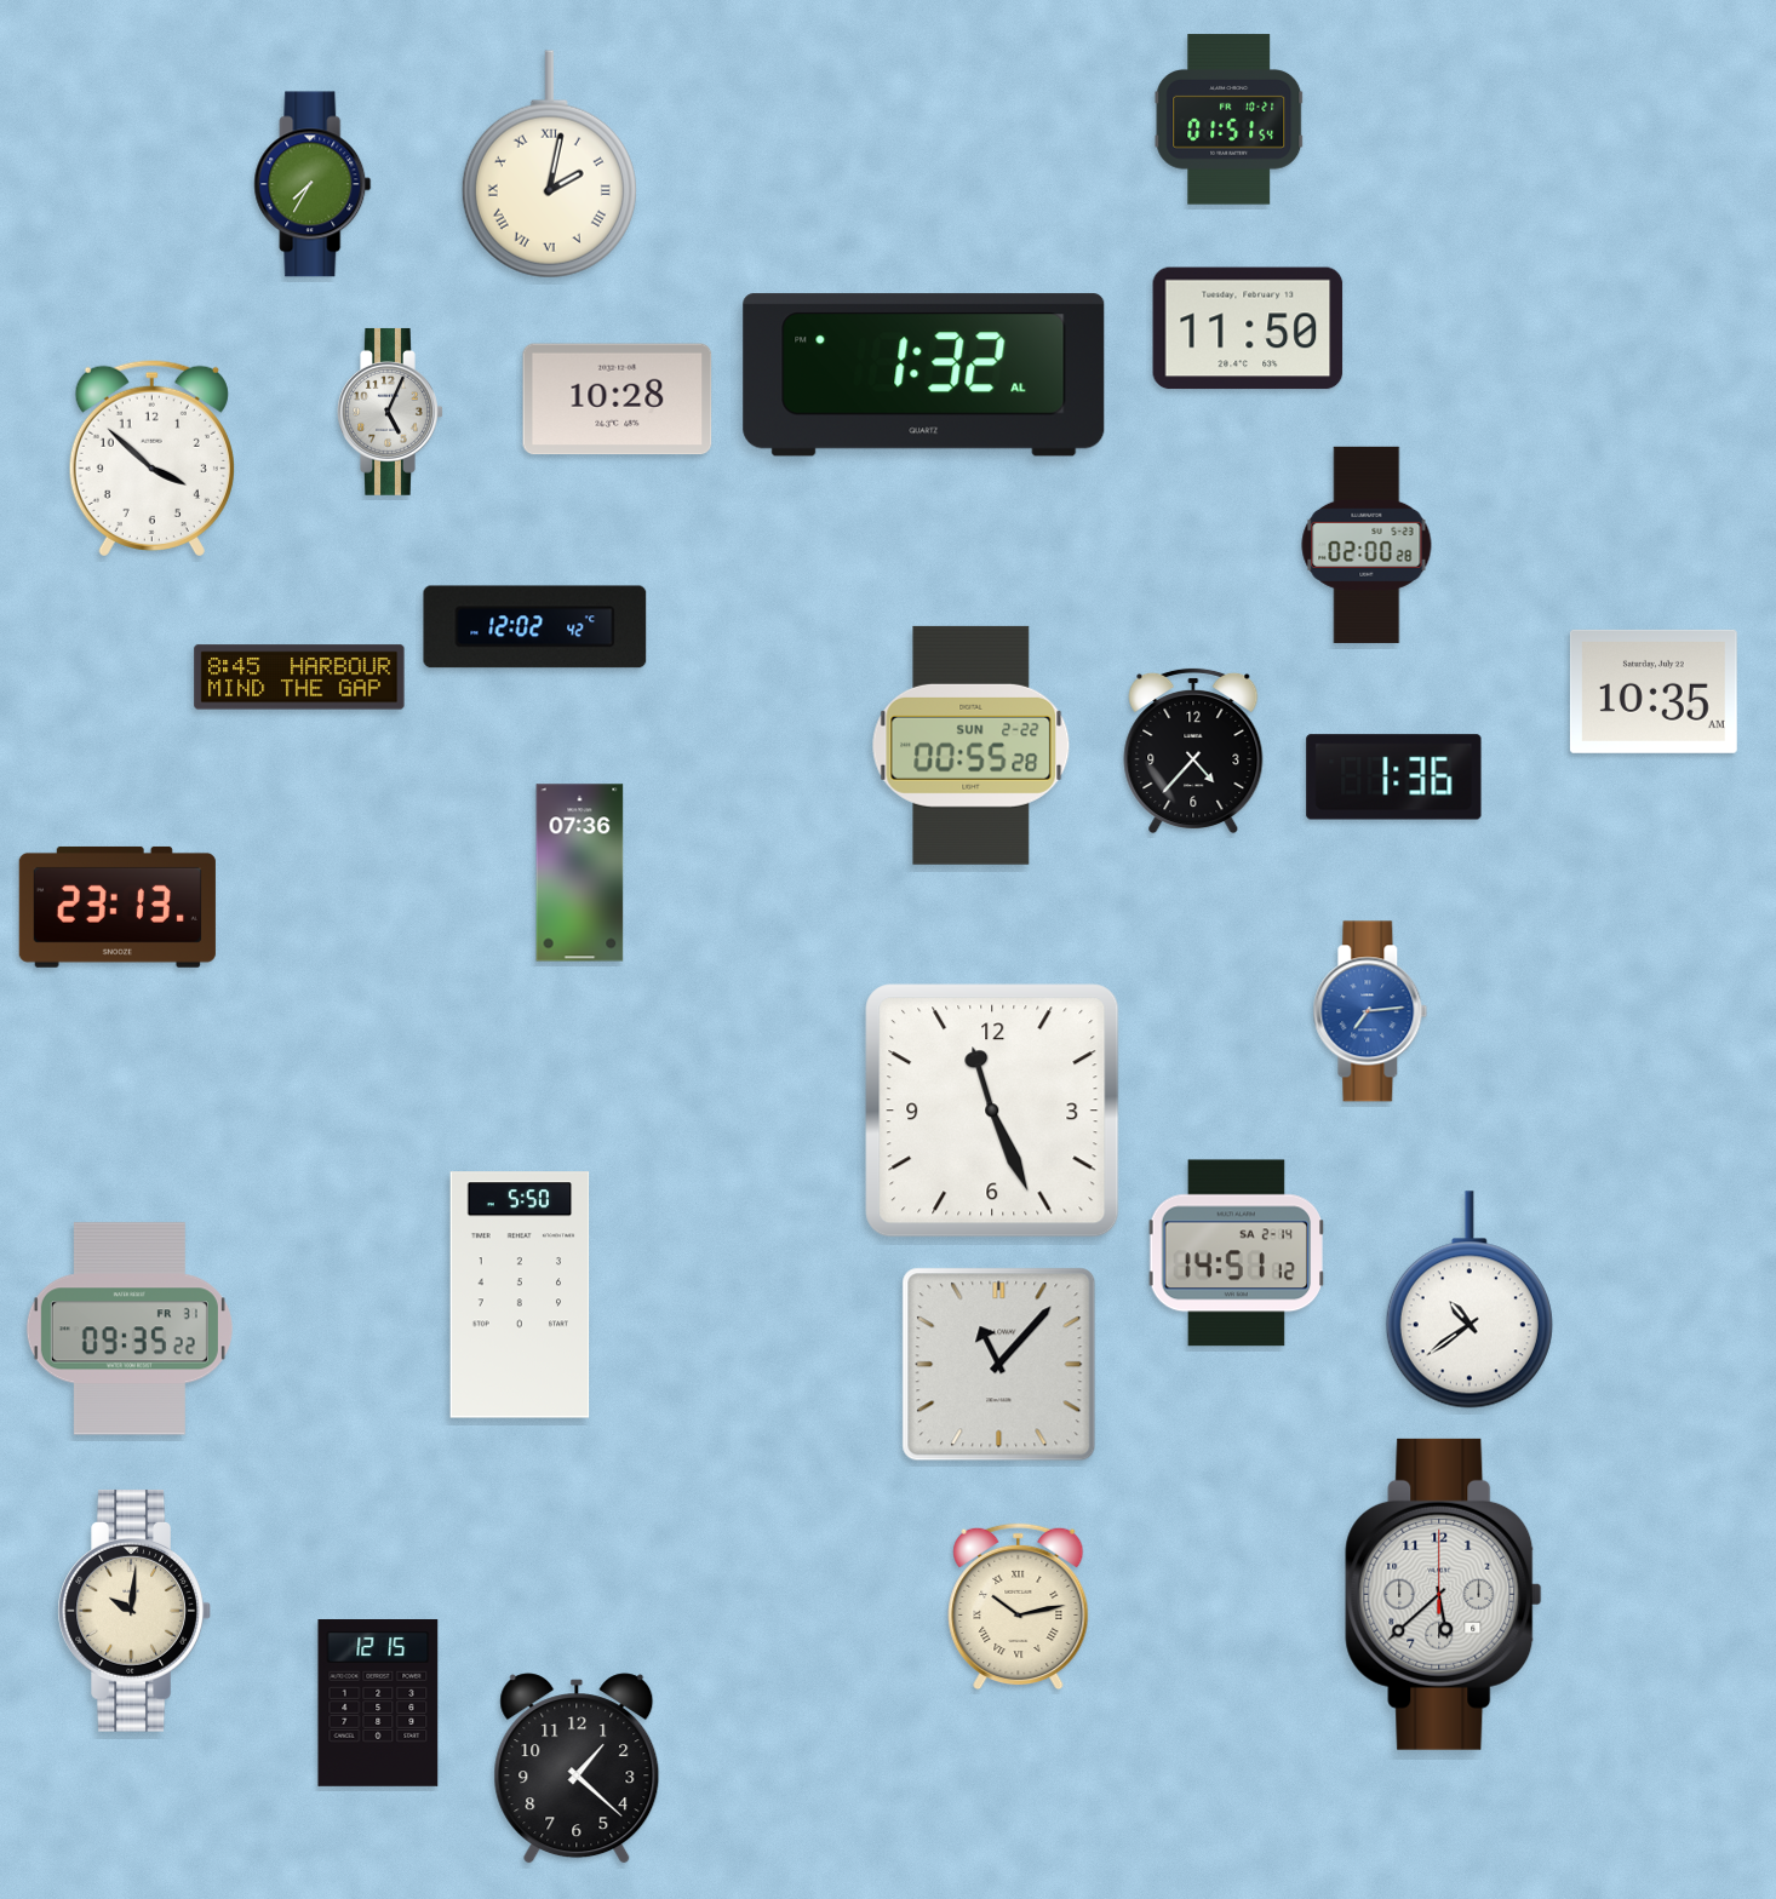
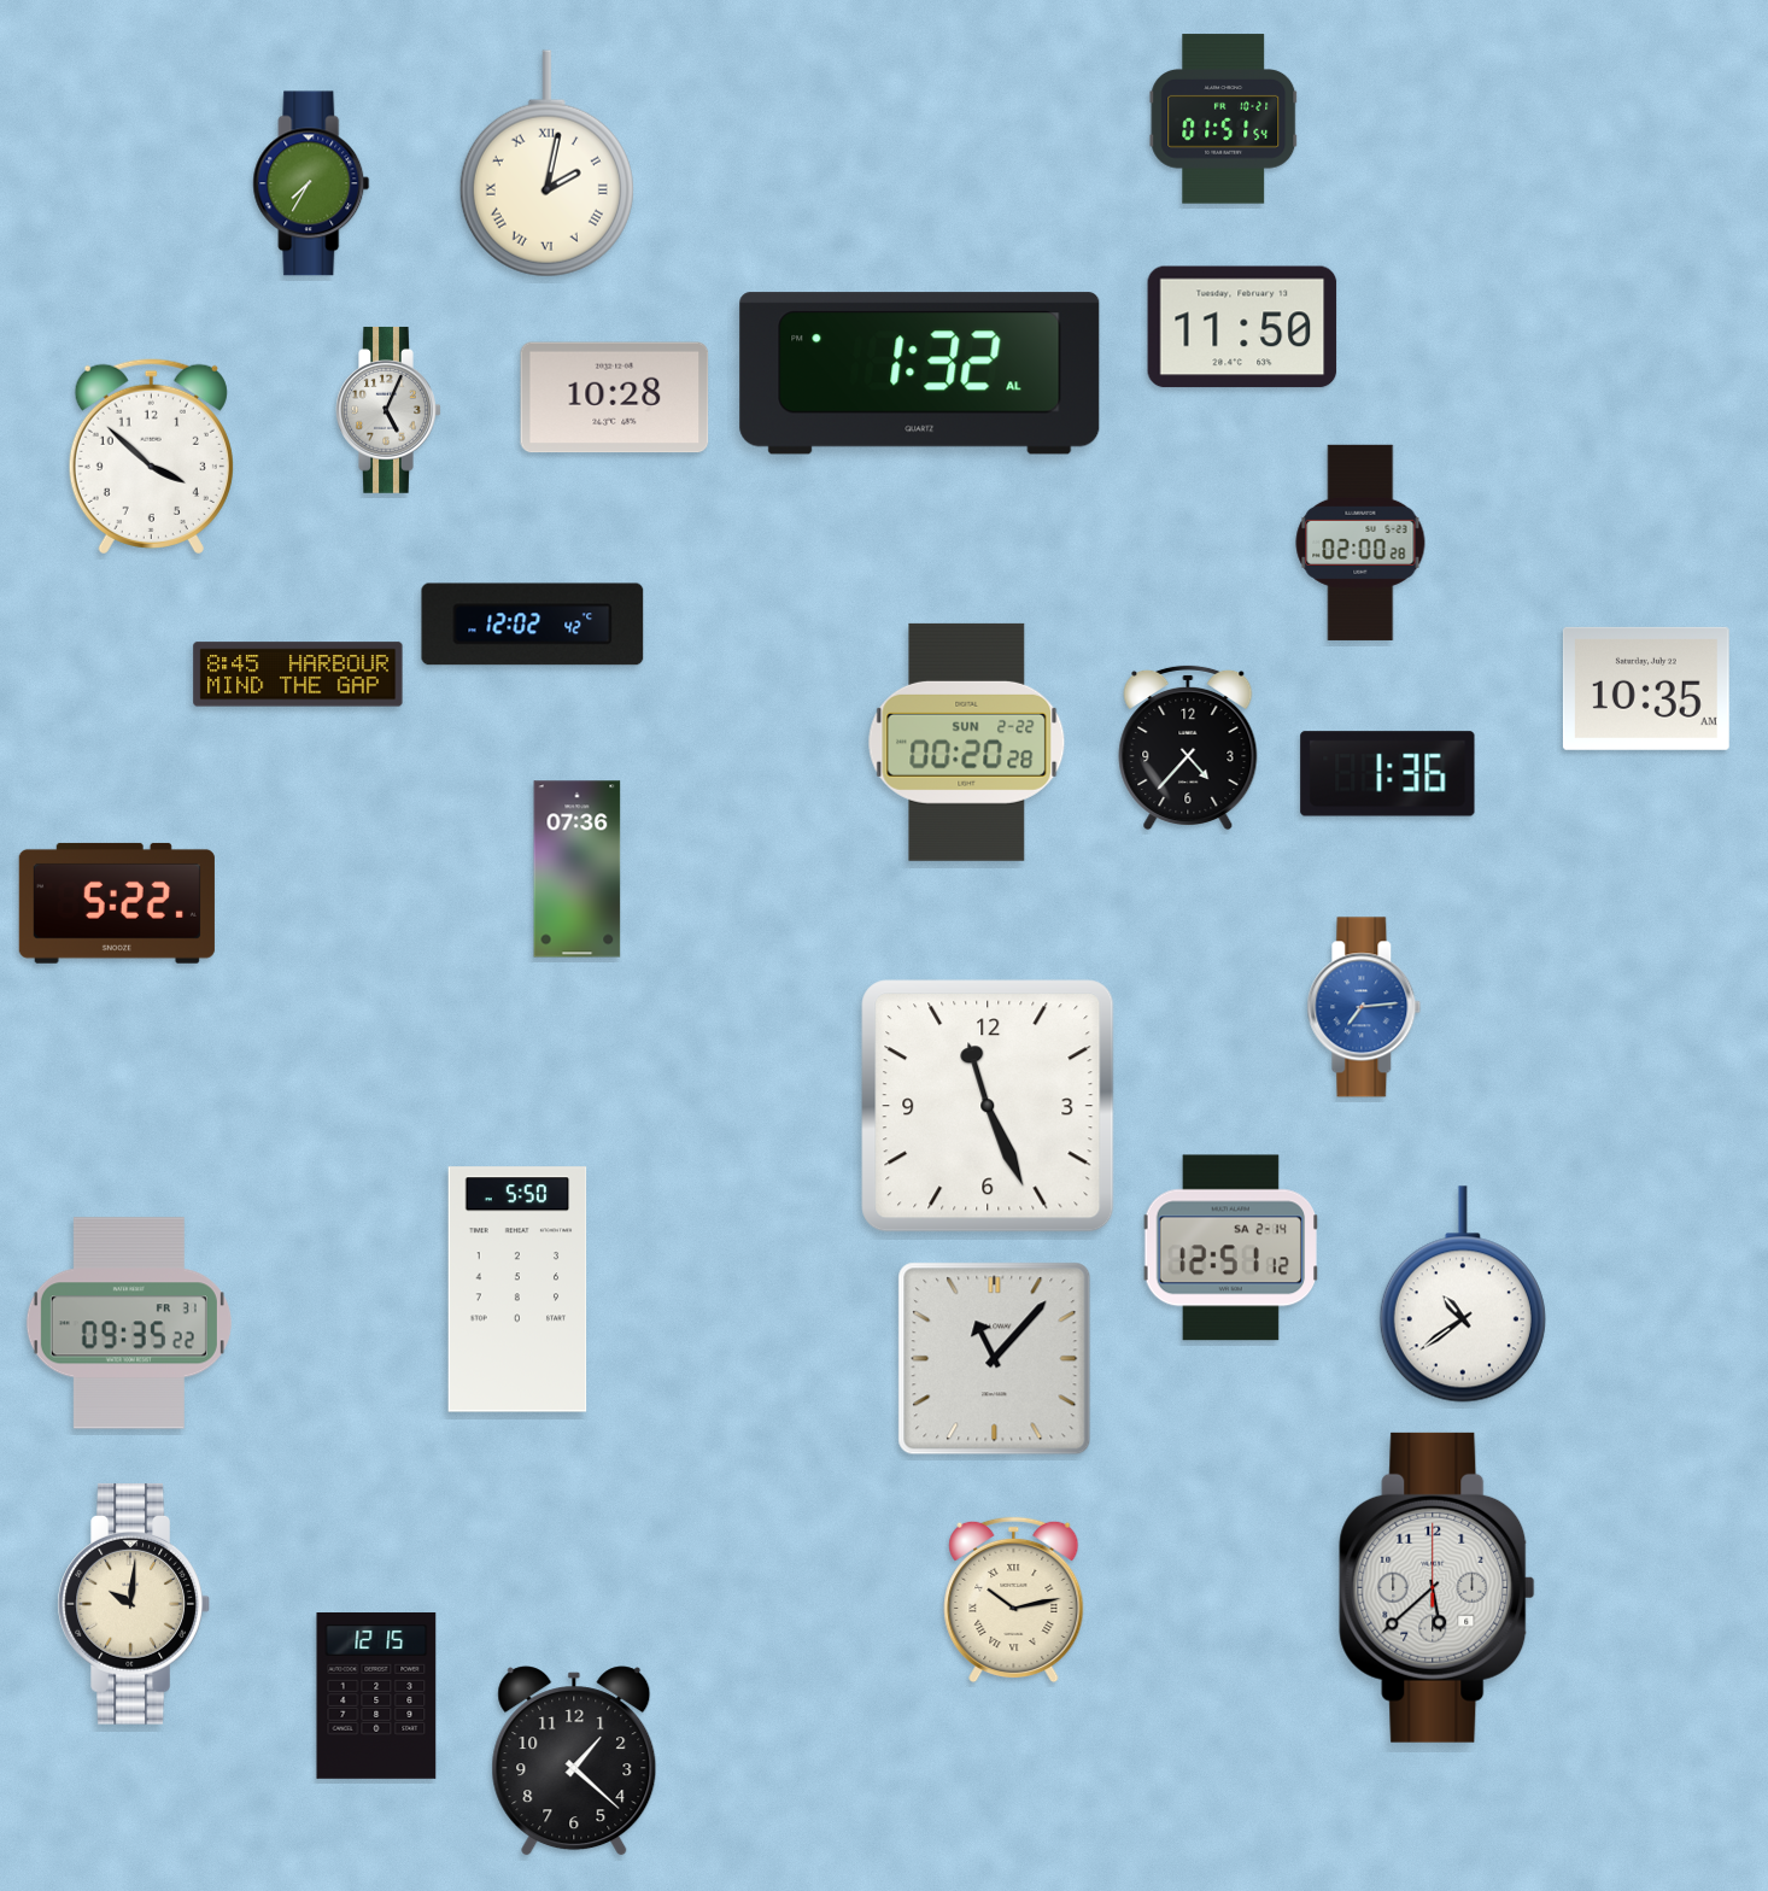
clock at (972, 745): 00:55 -> 00:20
clock at (118, 907): 23:13 -> 5:22
clock at (1237, 1253): 14:51 -> 12:51
